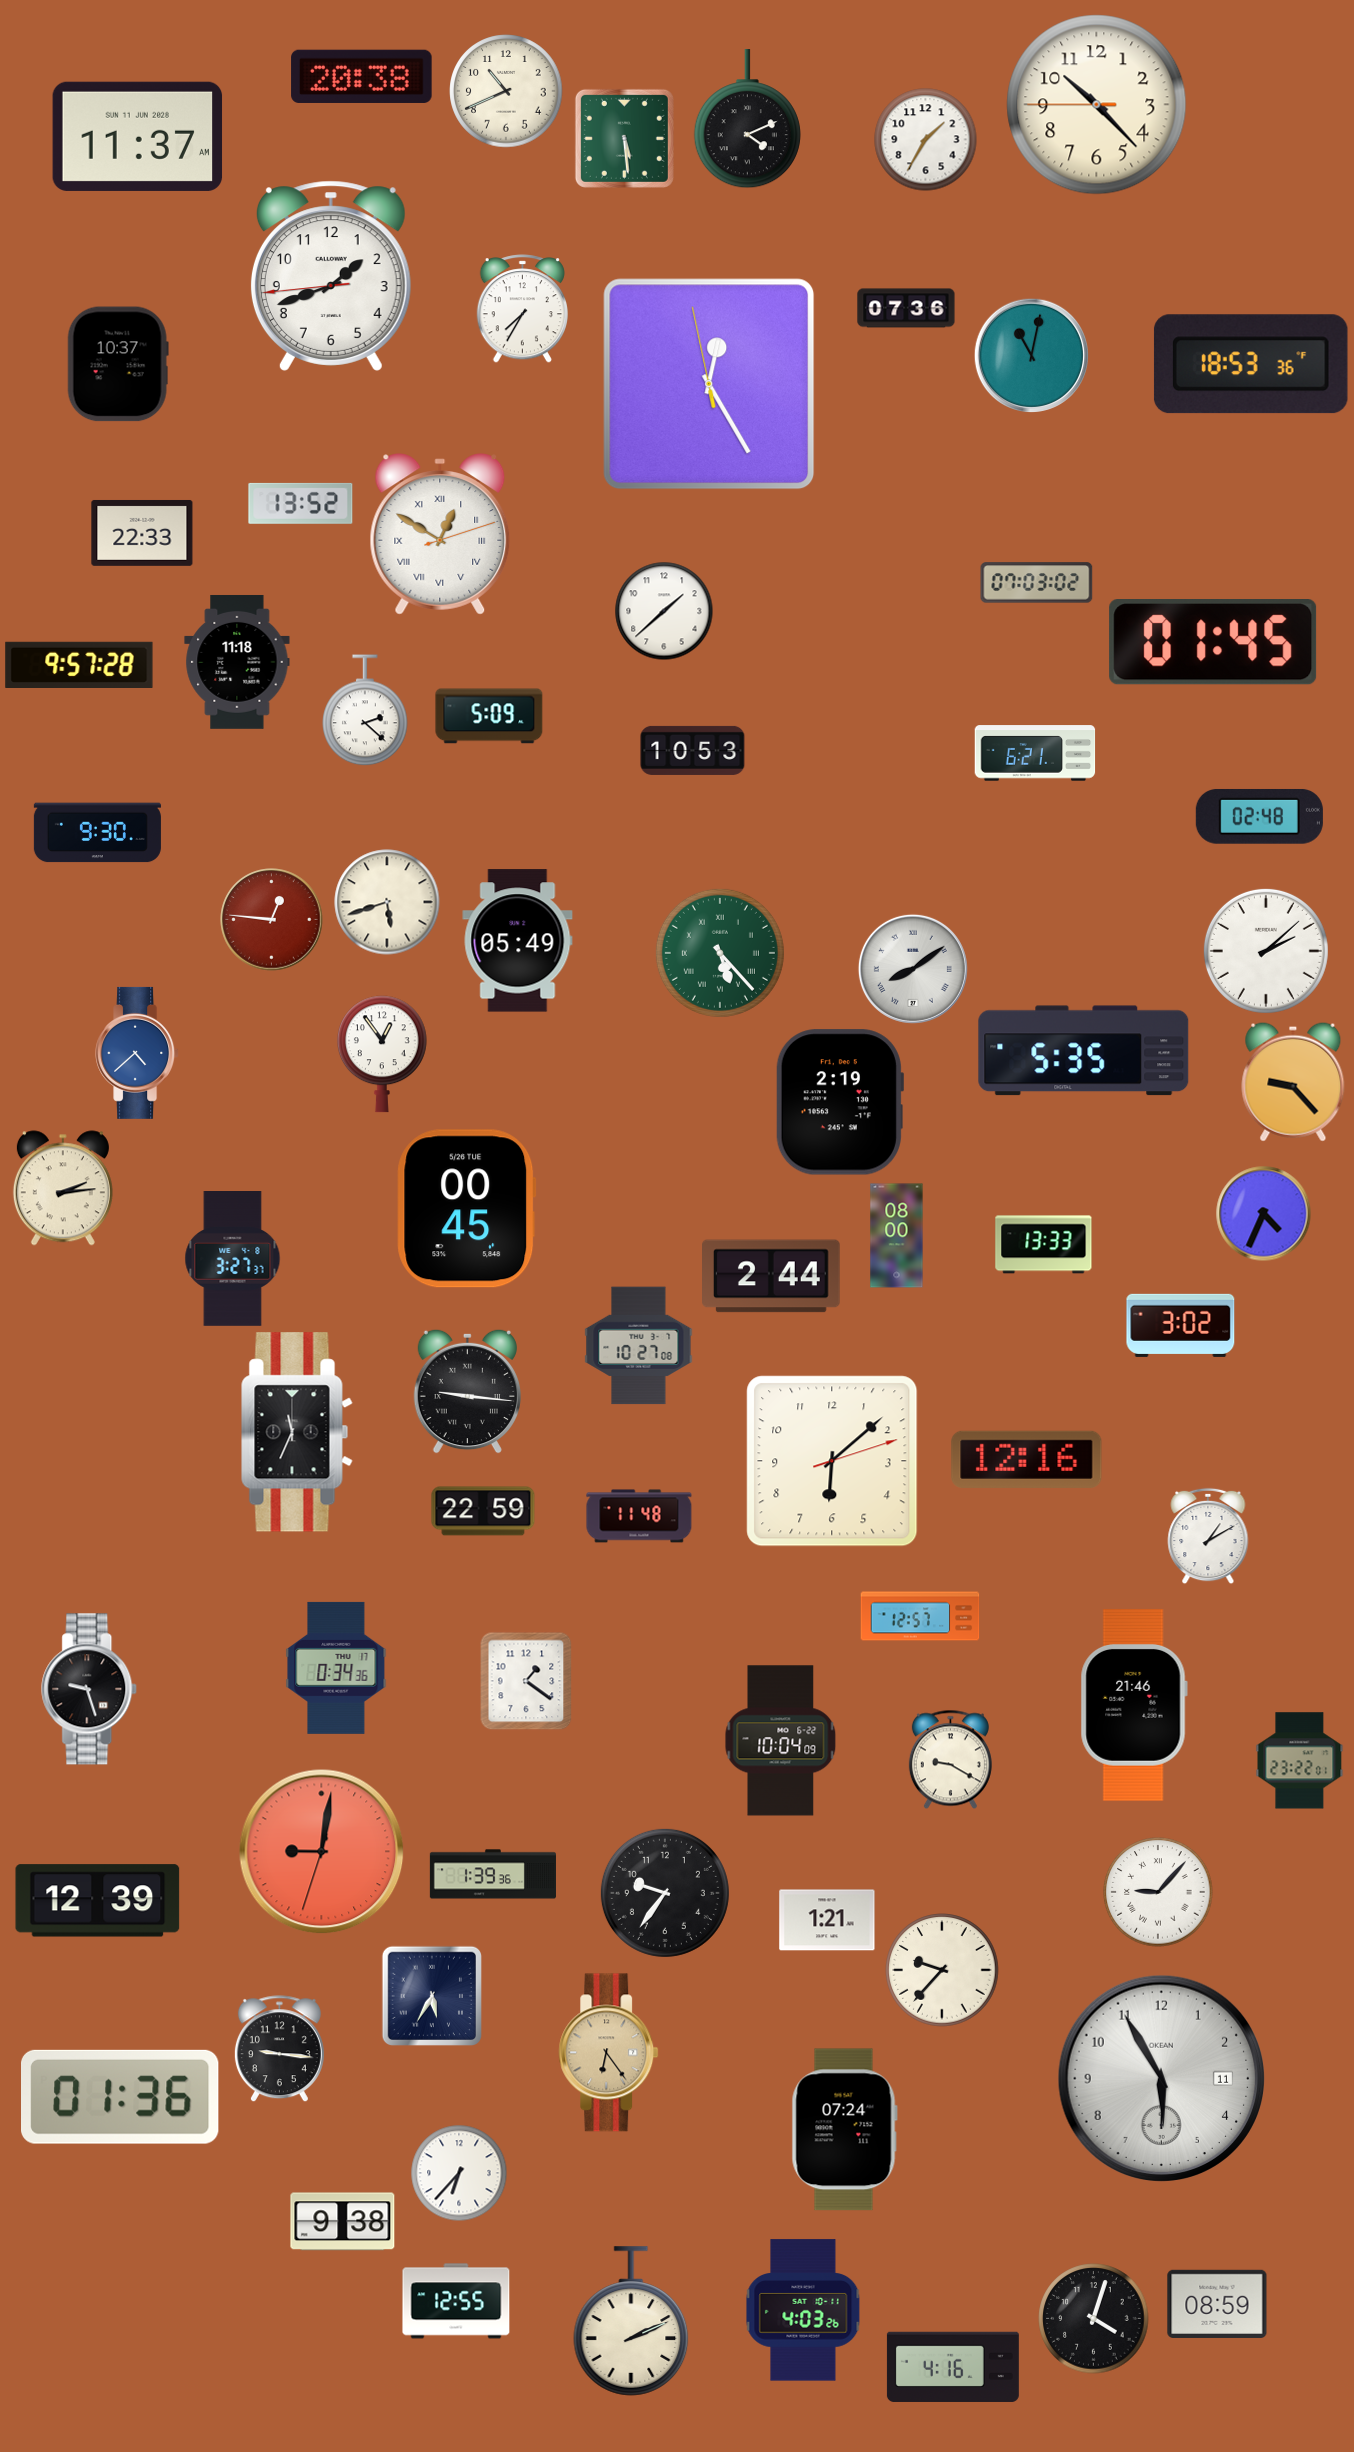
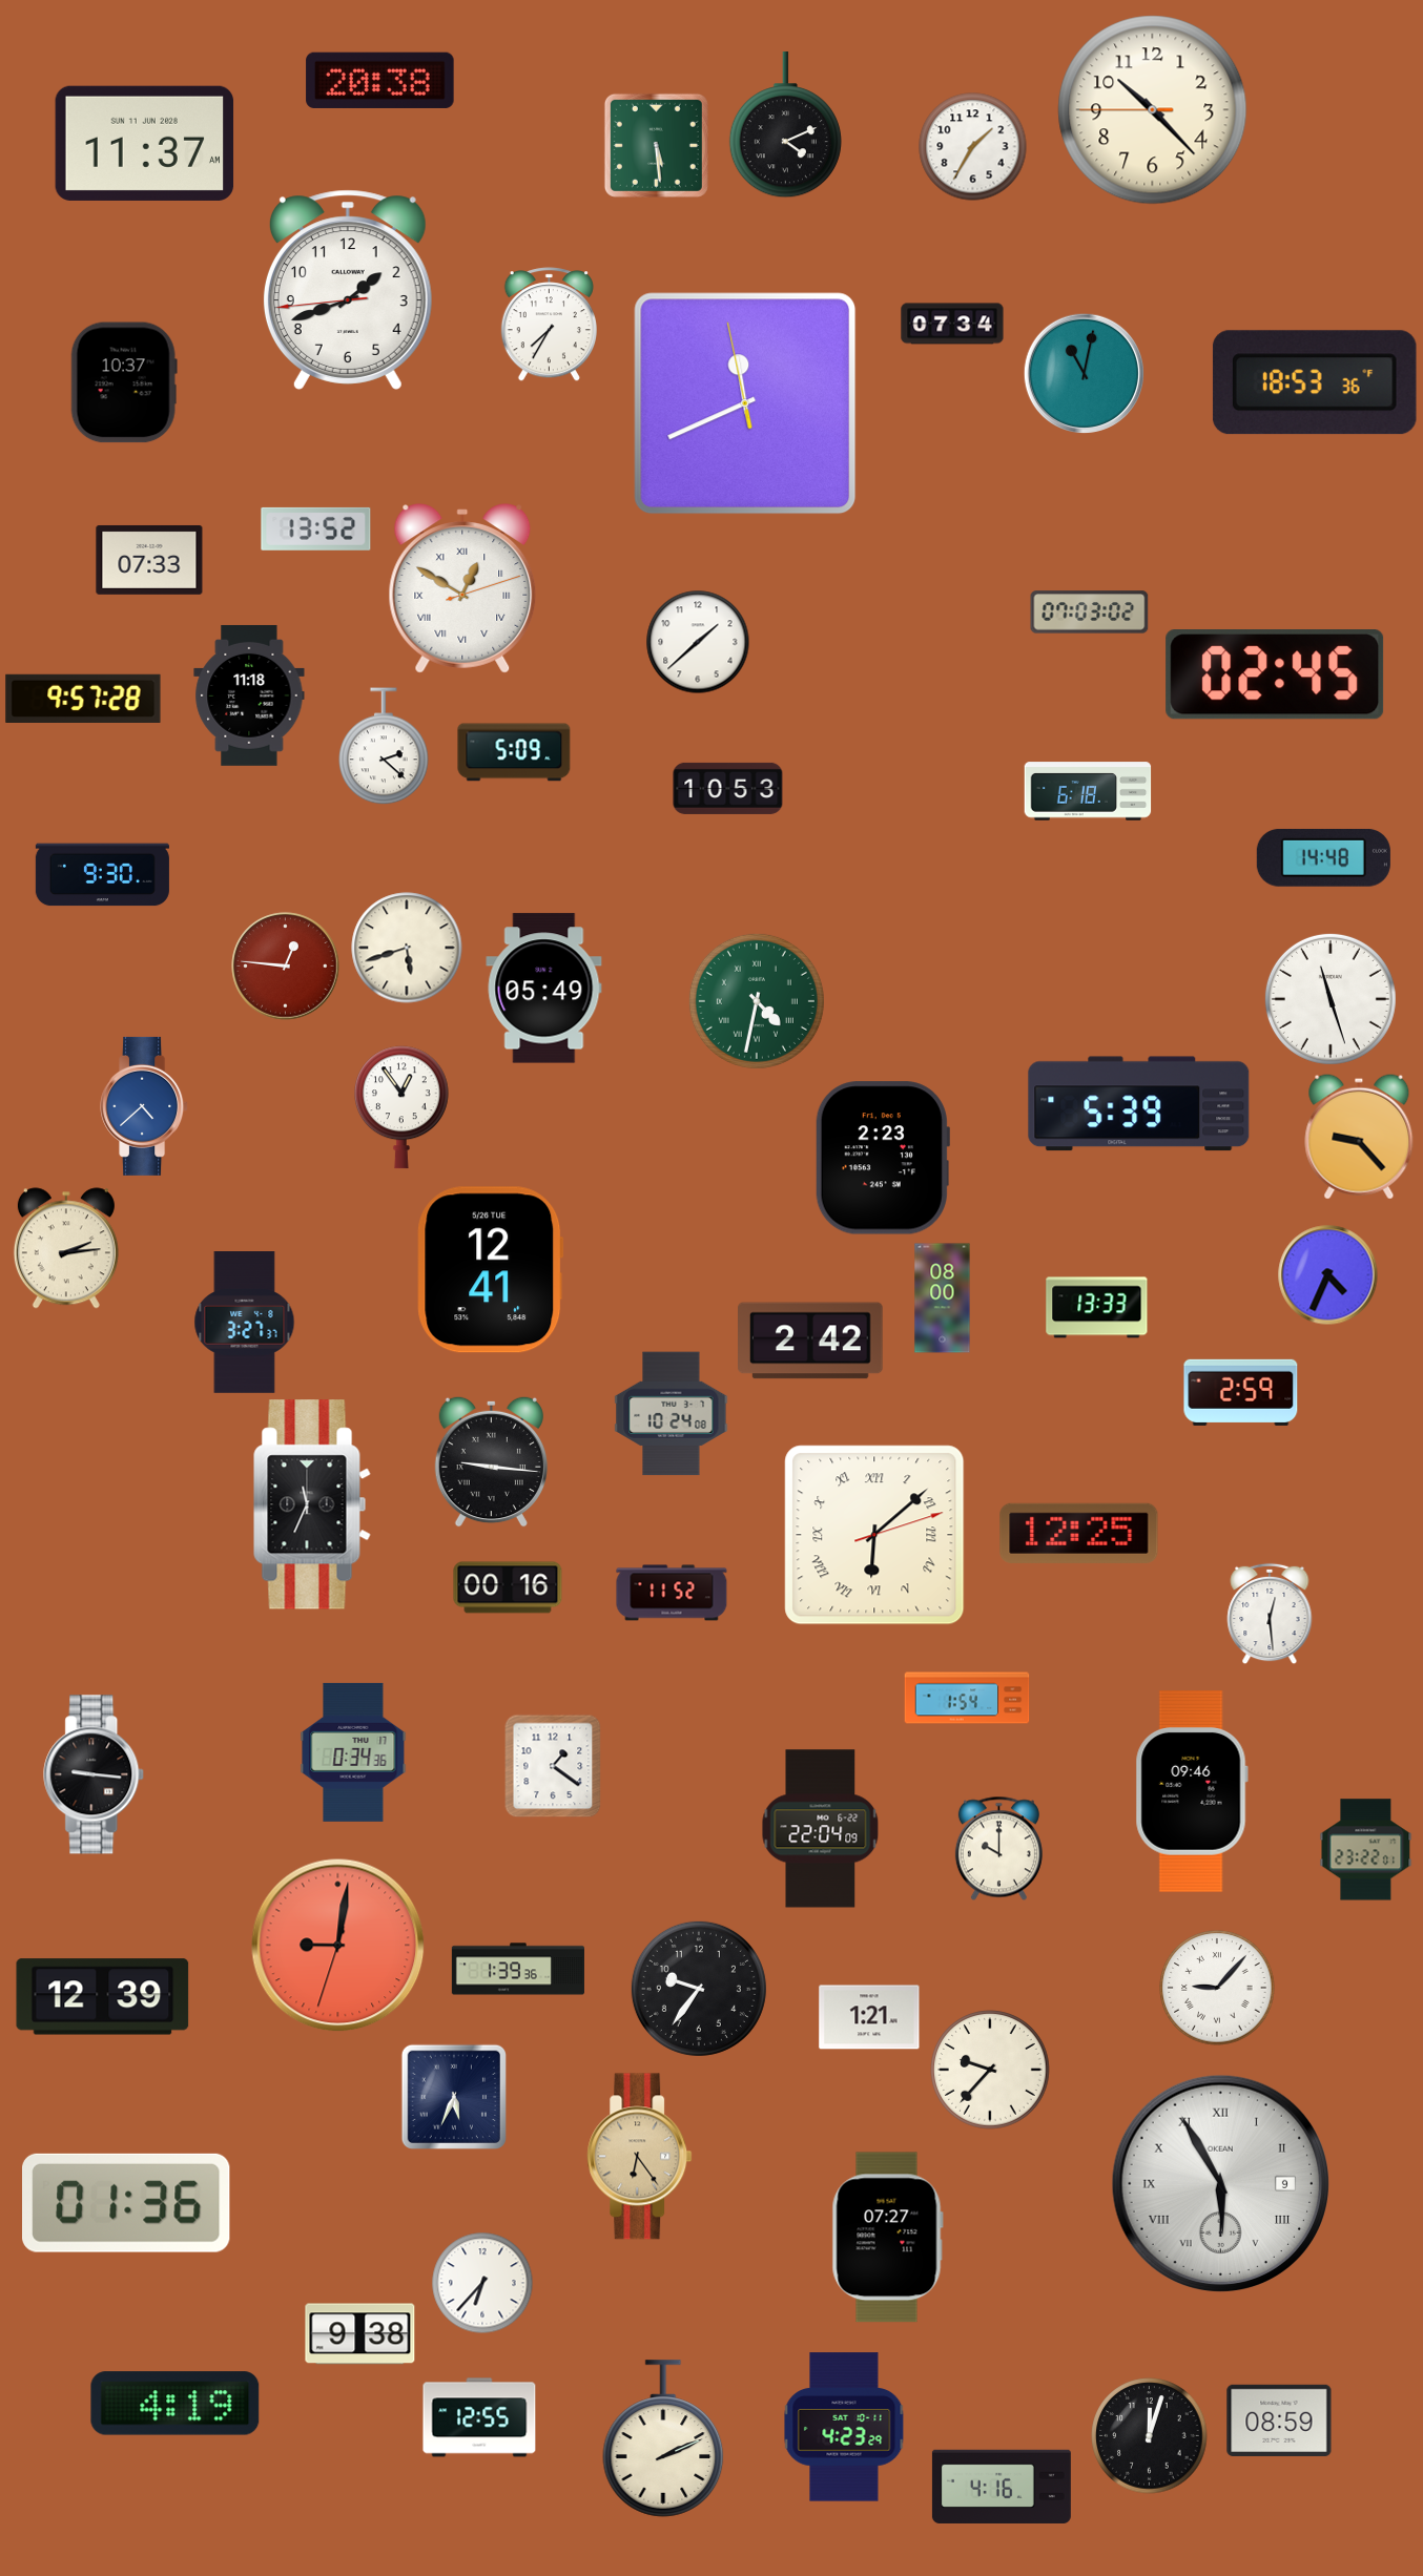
clock at (506, 91): 10:41 -> none
clock at (906, 308): 07:36 -> 07:34
clock at (709, 384): 12:24 -> 11:40
clock at (142, 533): 22:33 -> 07:33
clock at (440, 534) position: (440, 534) -> (462, 588)
clock at (1213, 643): 01:45 -> 02:45
clock at (1035, 753): 6:21 -> 6:18
clock at (1259, 816): 02:48 -> 14:48
clock at (1266, 951): 2:08 -> 11:27
clock at (720, 953): 5:23 -> 4:32
clock at (913, 969): 8:09 -> none
clock at (1084, 1051): 5:35 -> 5:39
clock at (839, 1102): 2:19 -> 2:23
clock at (467, 1209): 00:45 -> 12:41
clock at (772, 1276): 2:44 -> 2:42
clock at (1181, 1325): 3:02 -> 2:59
clock at (639, 1346): 10:27 -> 10:24
clock at (1027, 1459): 12:16 -> 12:25
clock at (832, 1461) numerals: Arabic -> Roman
clock at (483, 1511): 22:59 -> 00:16
clock at (639, 1516): 11:48 -> 11:52
clock at (1208, 1536): 1:10 -> 12:29
clock at (920, 1616): 12:57 -> 1:54
clock at (90, 1689): 9:27 -> 9:16
clock at (1134, 1705): 21:46 -> 09:46
clock at (781, 1741): 10:04 -> 22:04
clock at (950, 1759): 9:20 -> 10:00
clock at (431, 1995): 5:35 -> 5:34
clock at (279, 2049): 9:16 -> none
clock at (1161, 2078) date: 11 -> 9
clock at (1161, 2078) numerals: Arabic -> Roman
clock at (844, 2130): 07:24 -> 07:27
clock at (176, 2404): none -> 4:19
clock at (803, 2310): 4:03 -> 4:23
clock at (1094, 2319): 4:03 -> 12:03
